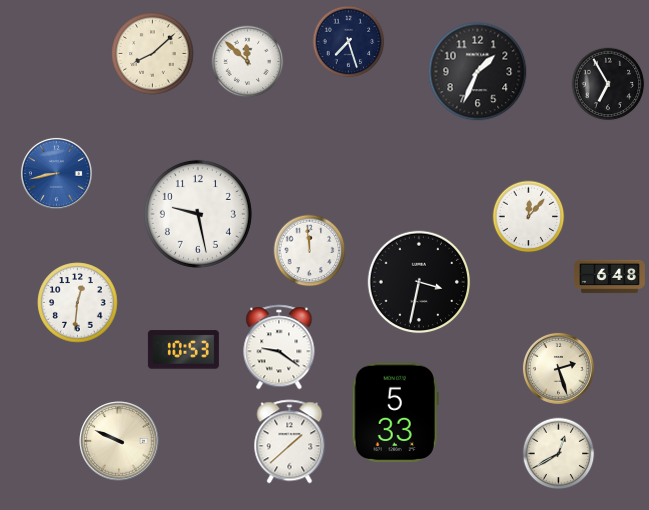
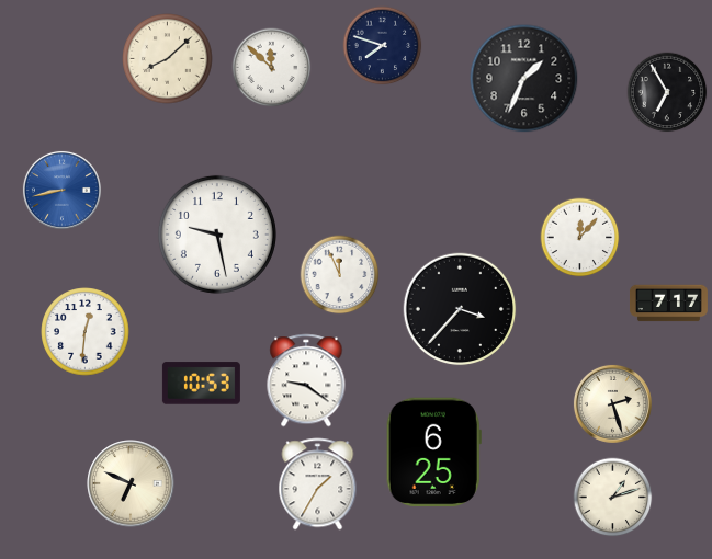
clock at (349, 42): 7:27 -> 7:48
clock at (310, 251): 11:59 -> 11:56
clock at (609, 277): 6:48 -> 7:17
clock at (419, 282): 3:32 -> 3:37
clock at (395, 413): 5:33 -> 6:25
clock at (119, 441): 9:49 -> 6:49
clock at (290, 442): 1:38 -> 1:35
clock at (559, 454): 12:40 -> 1:12
